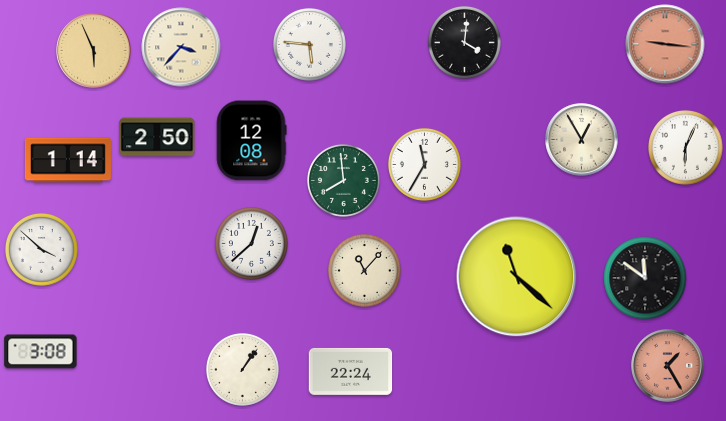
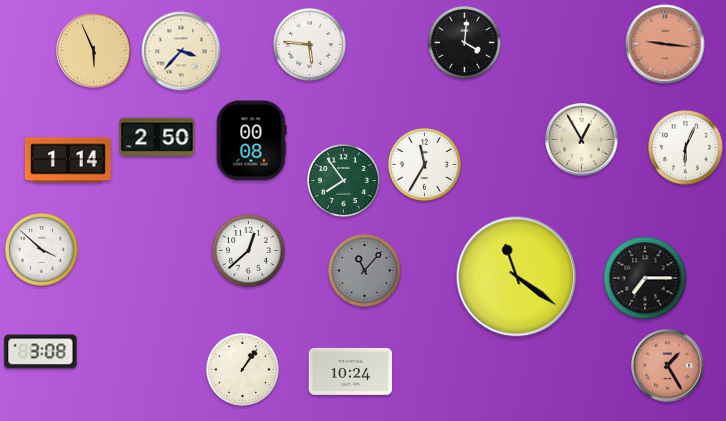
clock at (181, 47) position: (181, 47) -> (181, 51)
clock at (251, 141): 12:08 -> 00:08
clock at (343, 180): 7:59 -> 7:54
clock at (251, 243) position: (251, 243) -> (248, 250)
clock at (364, 270) dial: cream -> grey
clock at (517, 277): 11:22 -> 11:21
clock at (645, 278): 11:51 -> 7:15
clock at (351, 371): 22:24 -> 10:24
